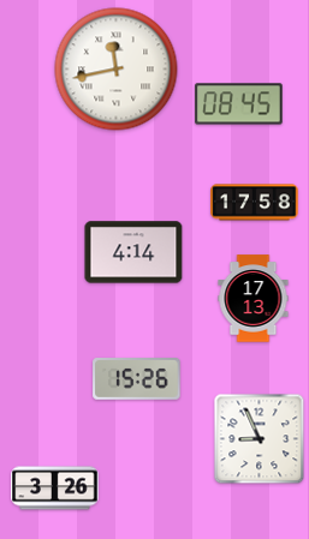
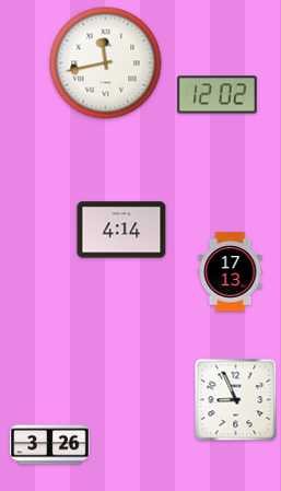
clock at (239, 104): 08:45 -> 12:02
clock at (255, 203): 17:58 -> none
clock at (137, 379): 15:26 -> none
